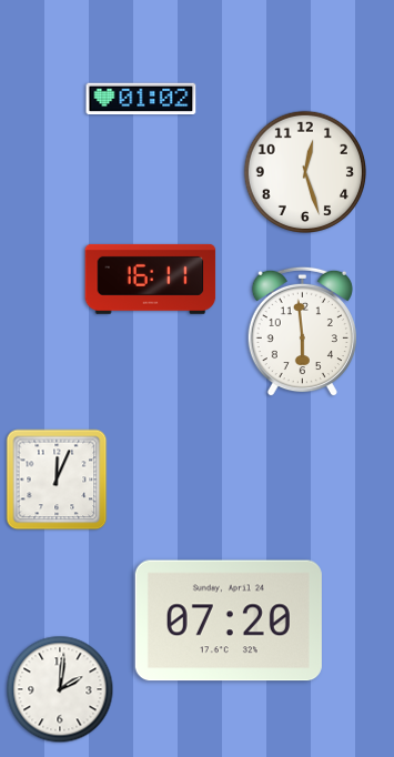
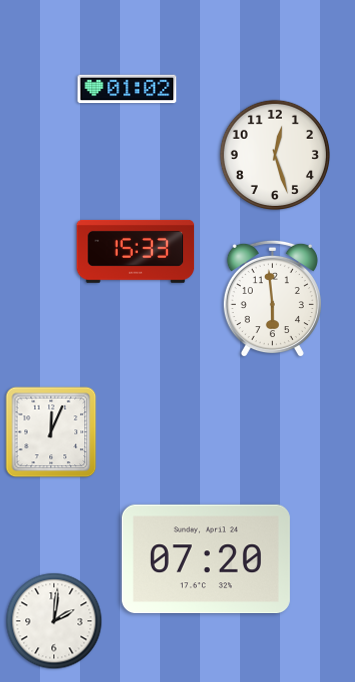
clock at (151, 279): 16:11 -> 15:33
